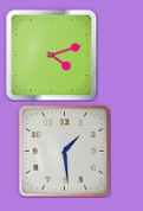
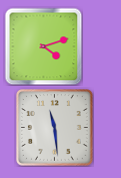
clock at (65, 152): 1:29 -> 11:29
